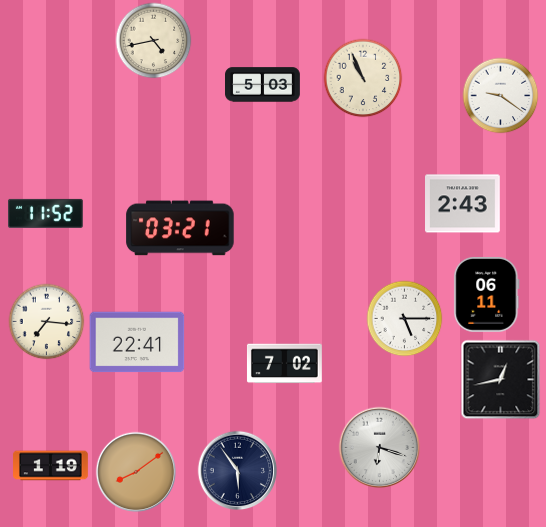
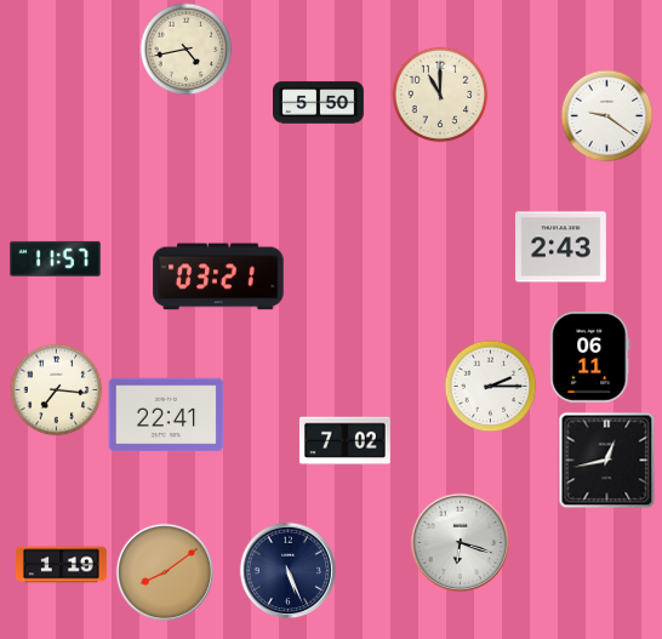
clock at (363, 78): 10:56 -> 11:00
clock at (263, 85): 5:03 -> 5:50
clock at (46, 213): 11:52 -> 11:57
clock at (405, 319): 5:15 -> 2:15
clock at (238, 471): 5:54 -> 5:26
